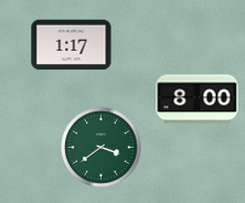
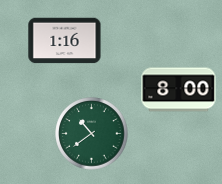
clock at (72, 45): 1:17 -> 1:16
clock at (102, 148): 3:39 -> 10:39
